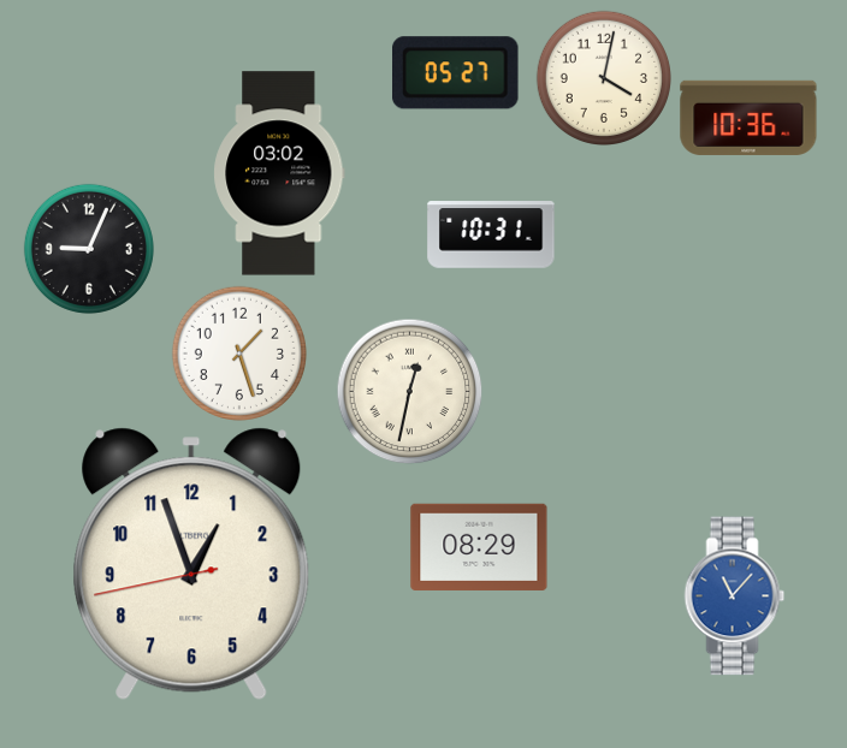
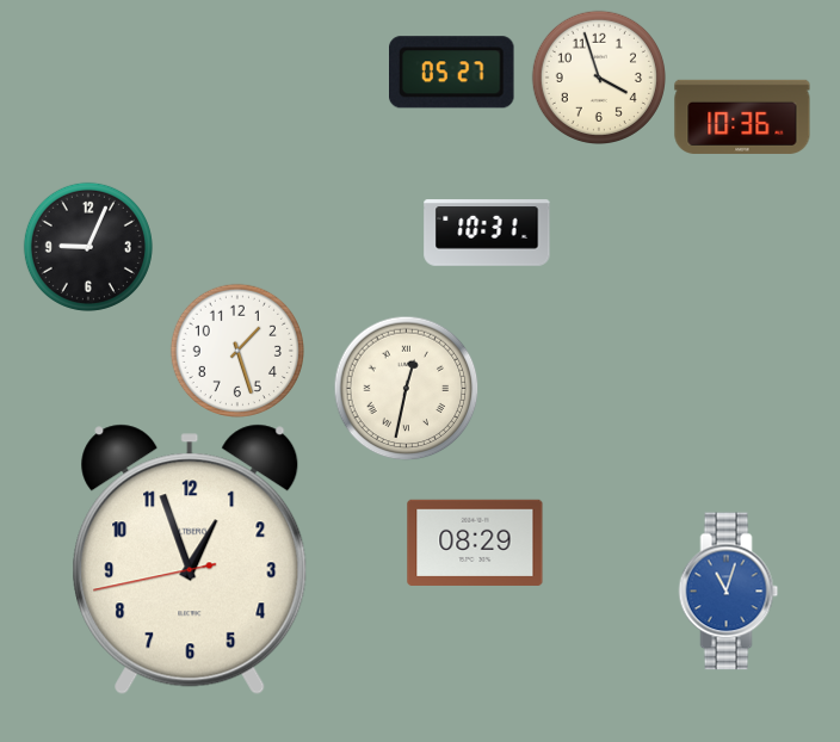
clock at (603, 77): 4:02 -> 3:57
clock at (279, 173): 03:02 -> none
clock at (735, 596): 11:07 -> 11:03
